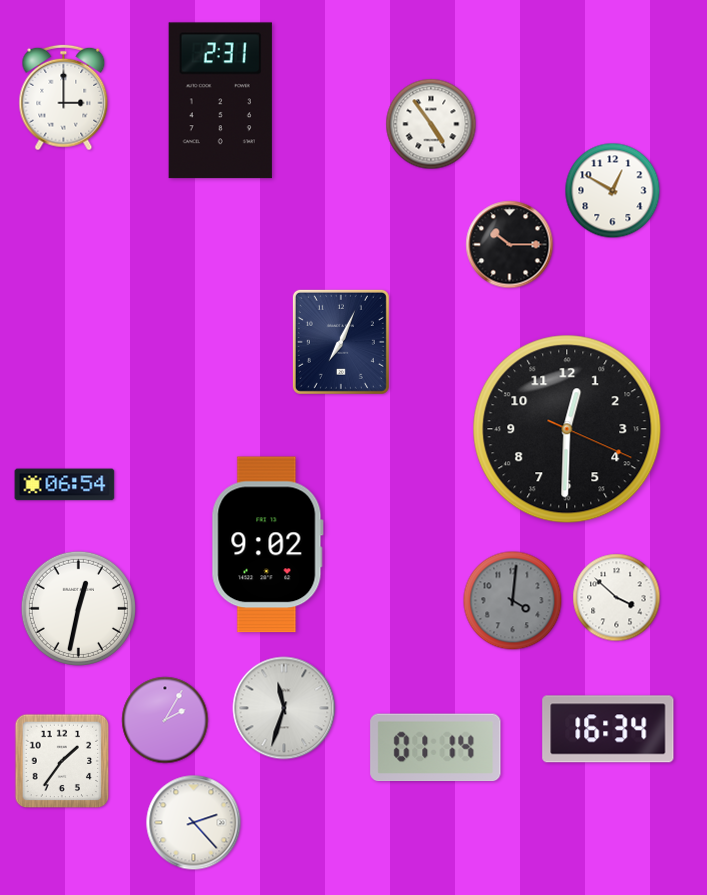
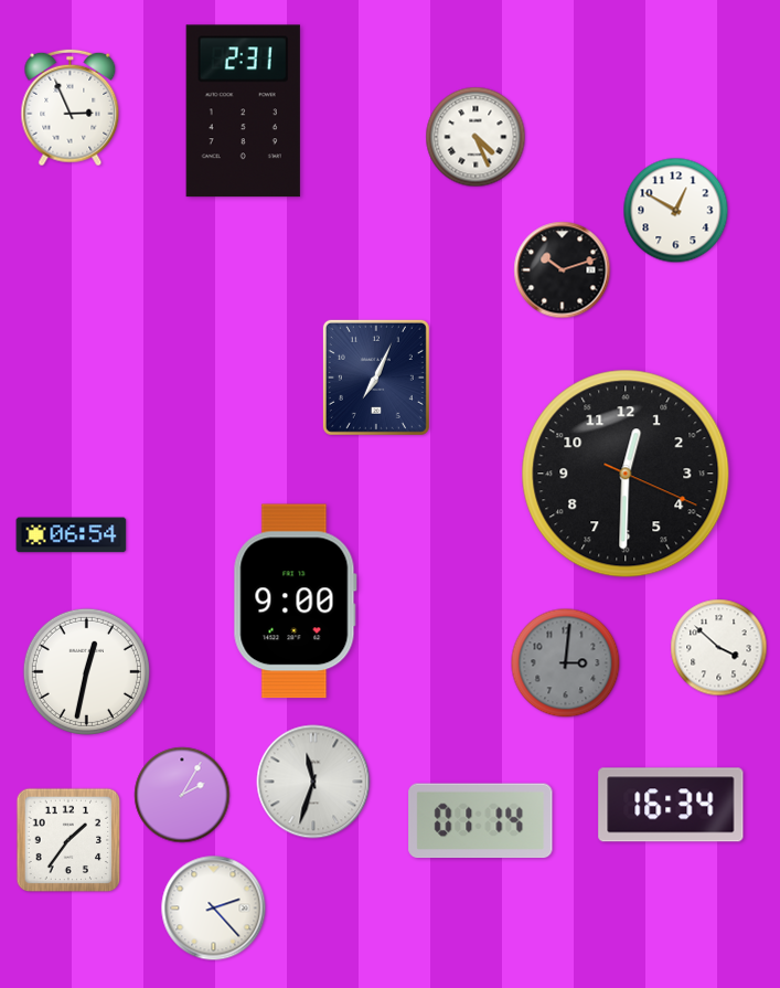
clock at (64, 98): 3:00 -> 2:56
clock at (431, 124): 4:54 -> 4:26
clock at (510, 245): 10:15 -> 10:12
clock at (267, 545): 9:02 -> 9:00
clock at (617, 598) position: (617, 598) -> (719, 648)
clock at (513, 601): 4:01 -> 3:01
clock at (436, 748) position: (436, 748) -> (481, 821)
